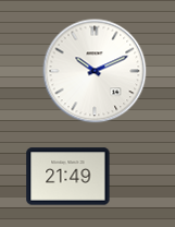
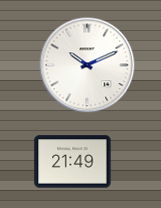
clock at (68, 177) position: (68, 177) -> (73, 162)
